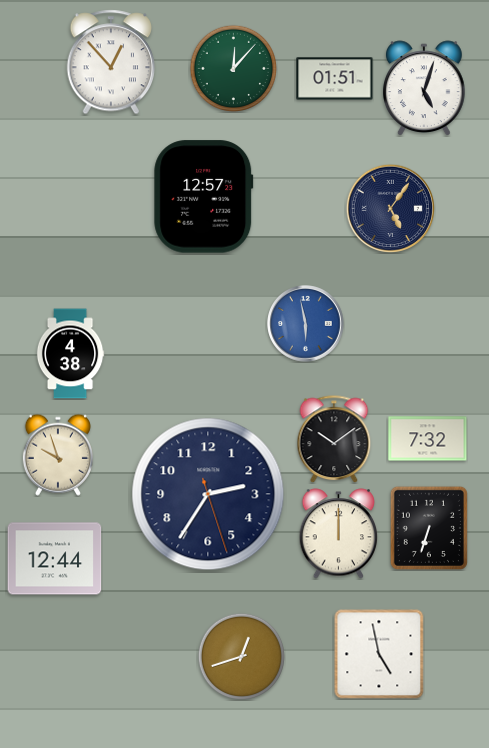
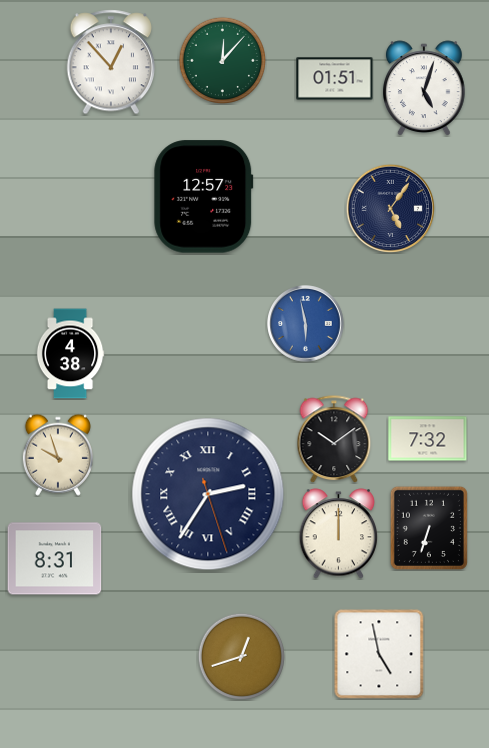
clock at (233, 68) position: (233, 68) -> (222, 60)
clock at (208, 494) numerals: Arabic -> Roman
clock at (55, 559): 12:44 -> 8:31
